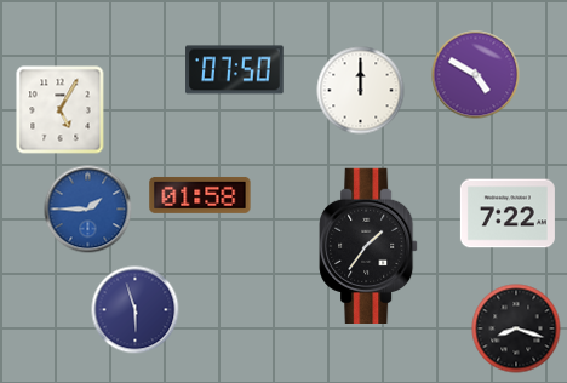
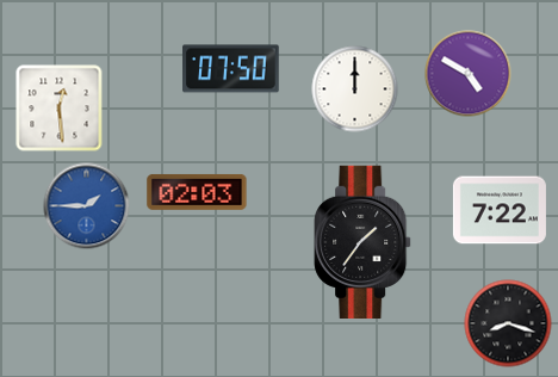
clock at (61, 110): 5:05 -> 12:29
clock at (200, 195): 01:58 -> 02:03
clock at (136, 310): 5:57 -> none
